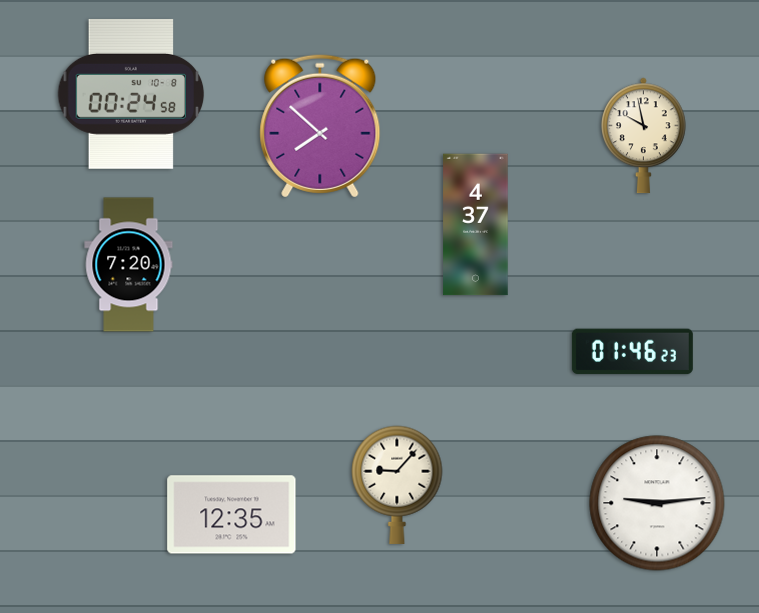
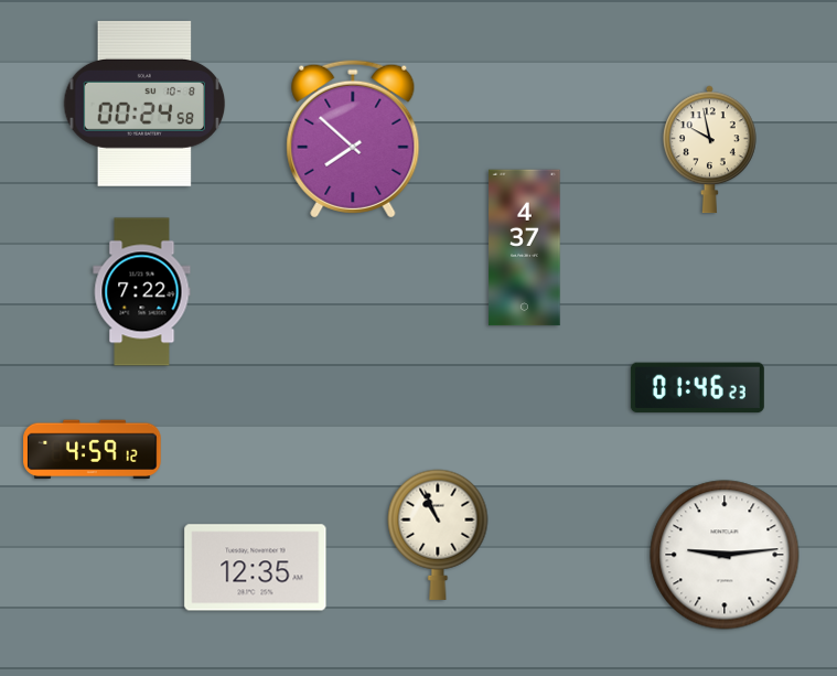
clock at (129, 265): 7:20 -> 7:22
clock at (93, 450): none -> 4:59
clock at (397, 485): 9:07 -> 10:56
